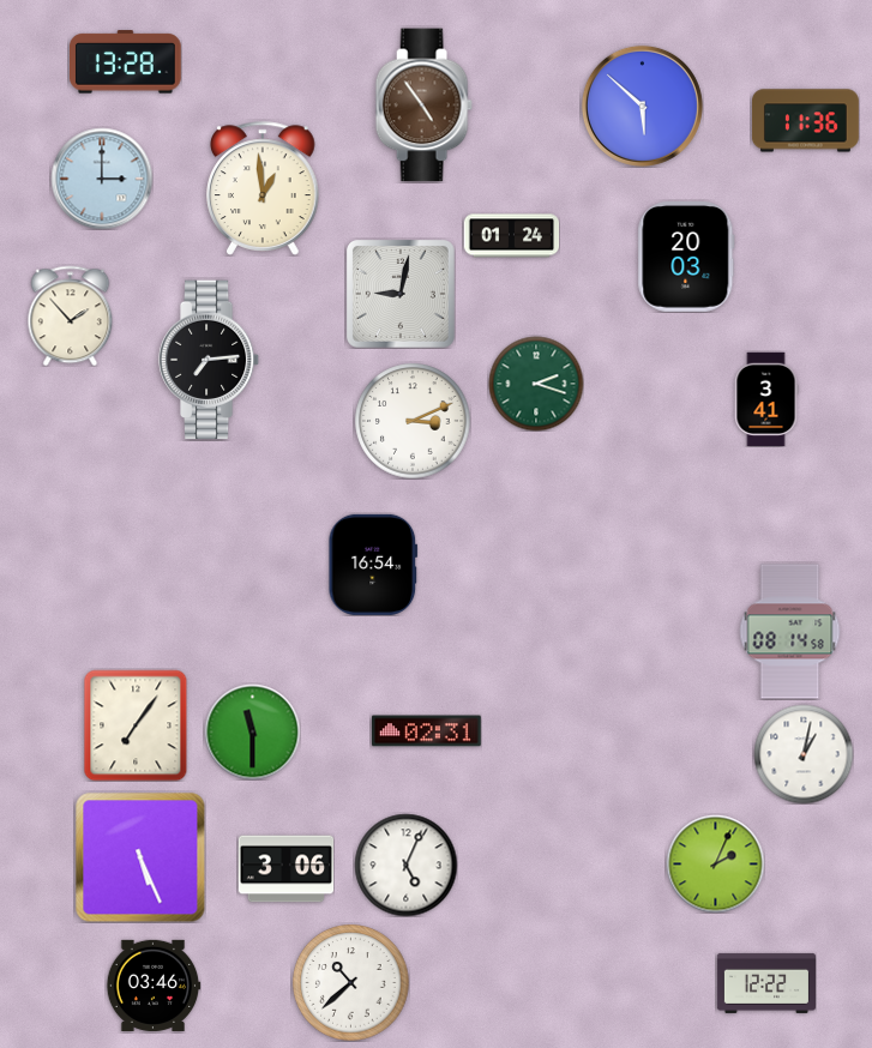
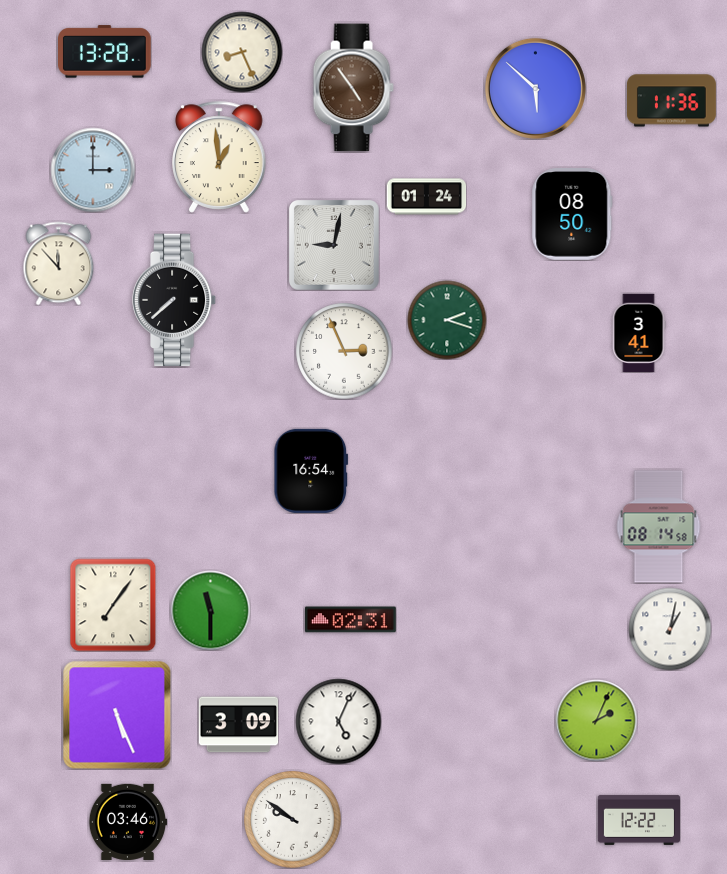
clock at (242, 52): none -> 8:26
clock at (102, 179) position: (102, 179) -> (93, 170)
clock at (686, 258): 20:03 -> 08:50
clock at (71, 315): 1:53 -> 11:53
clock at (209, 360): 7:14 -> 7:38
clock at (413, 421): 3:11 -> 2:56
clock at (426, 731) position: (426, 731) -> (350, 620)
clock at (285, 869): 3:06 -> 3:09
clock at (351, 983): 10:38 -> 9:51
